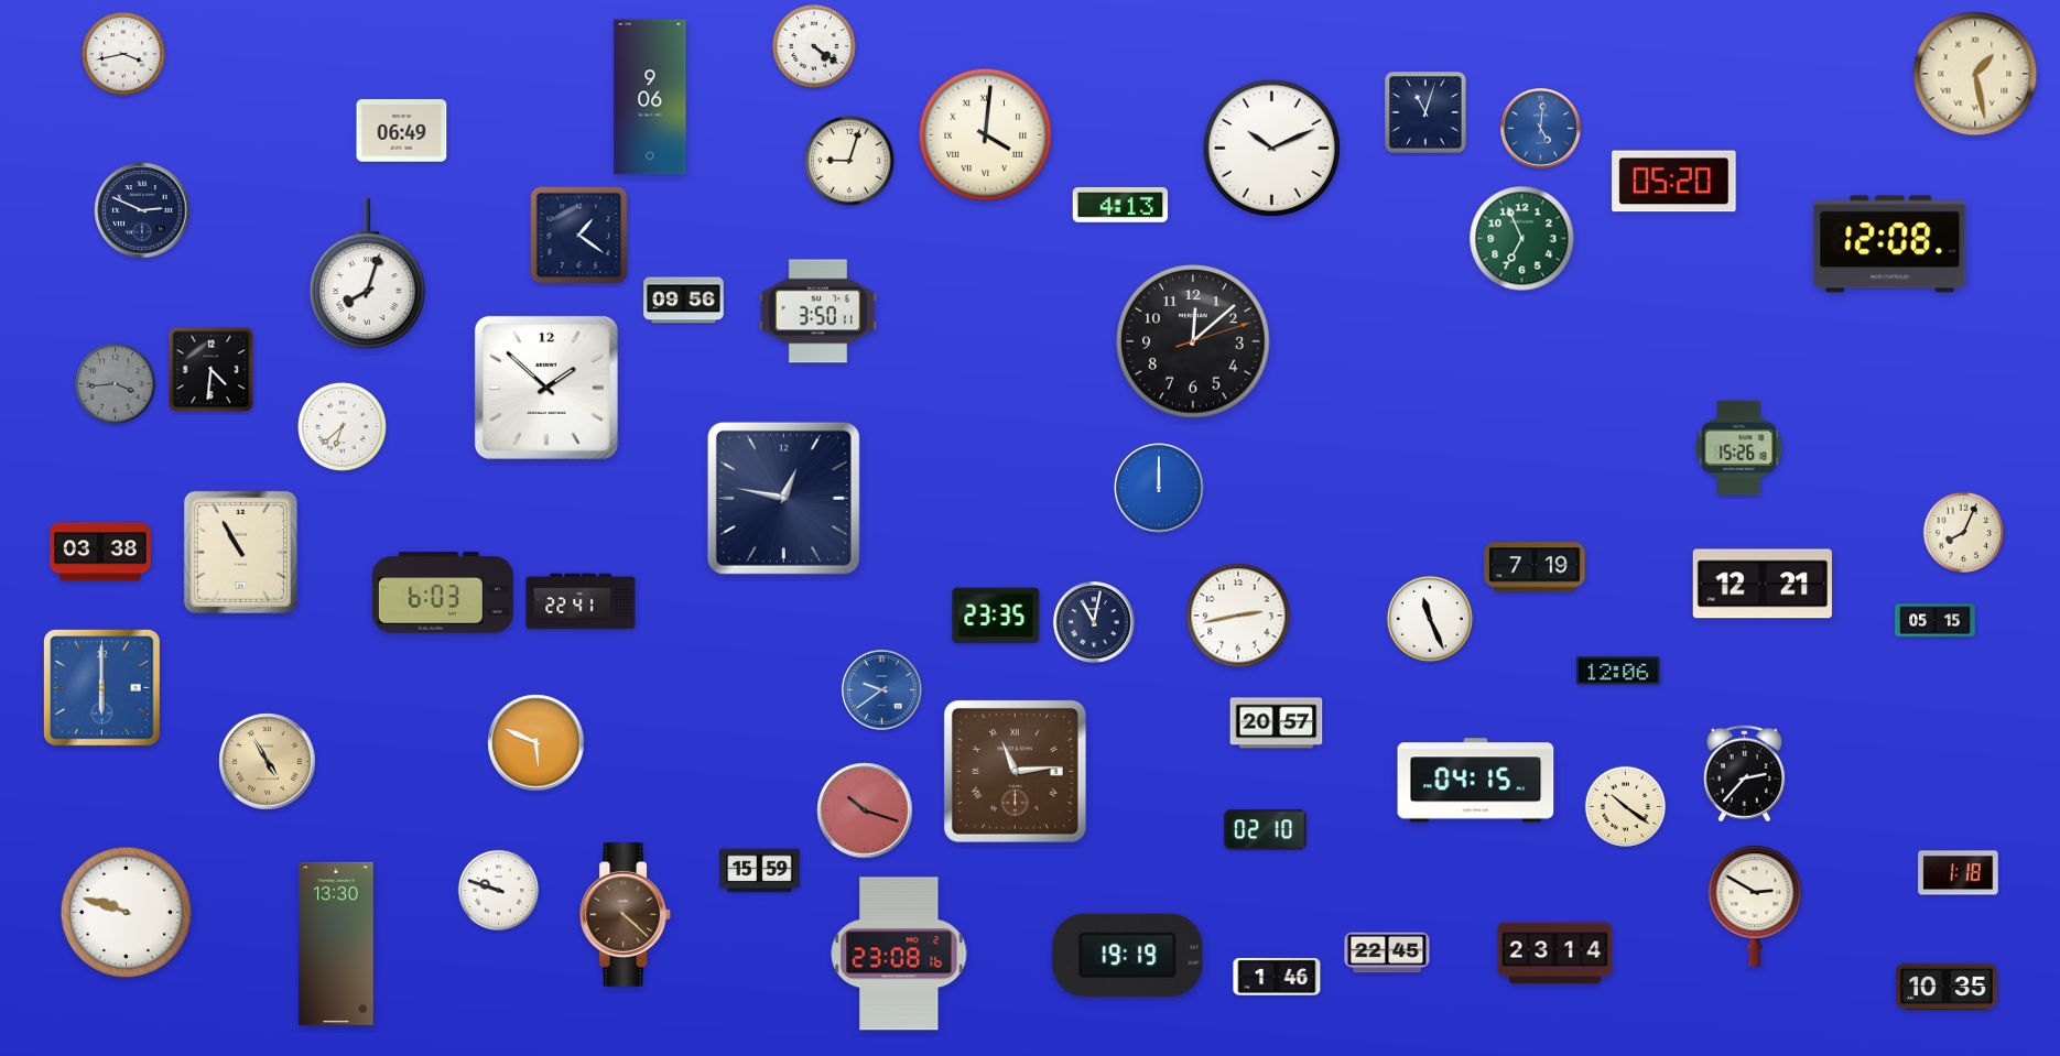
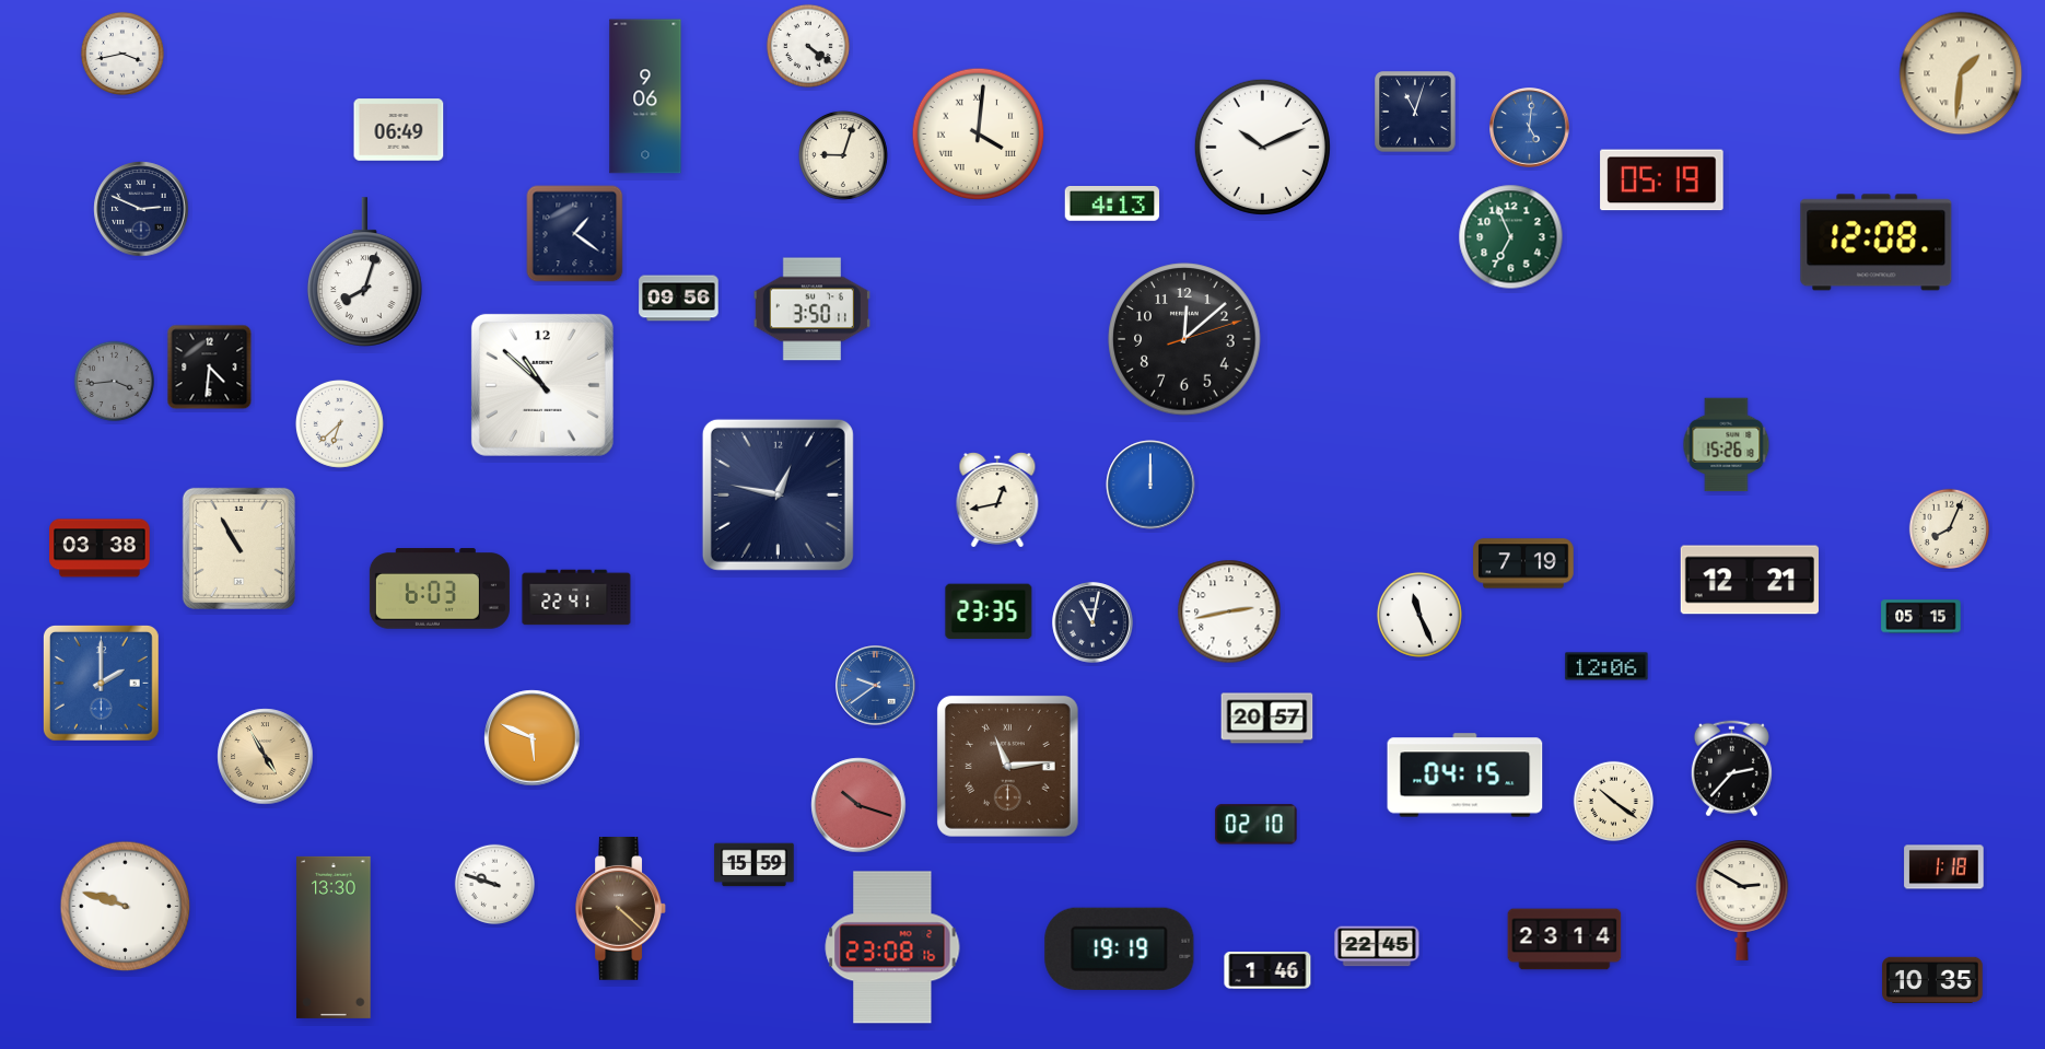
clock at (1975, 74): 1:28 -> 1:31
clock at (850, 162) position: (850, 162) -> (844, 156)
clock at (1674, 182): 05:20 -> 05:19
clock at (546, 388): 1:52 -> 10:52
clock at (997, 501): none -> 12:43
clock at (1094, 622) position: (1094, 622) -> (1092, 622)
clock at (102, 688): 6:00 -> 2:00
clock at (1555, 954) position: (1555, 954) -> (1565, 940)
